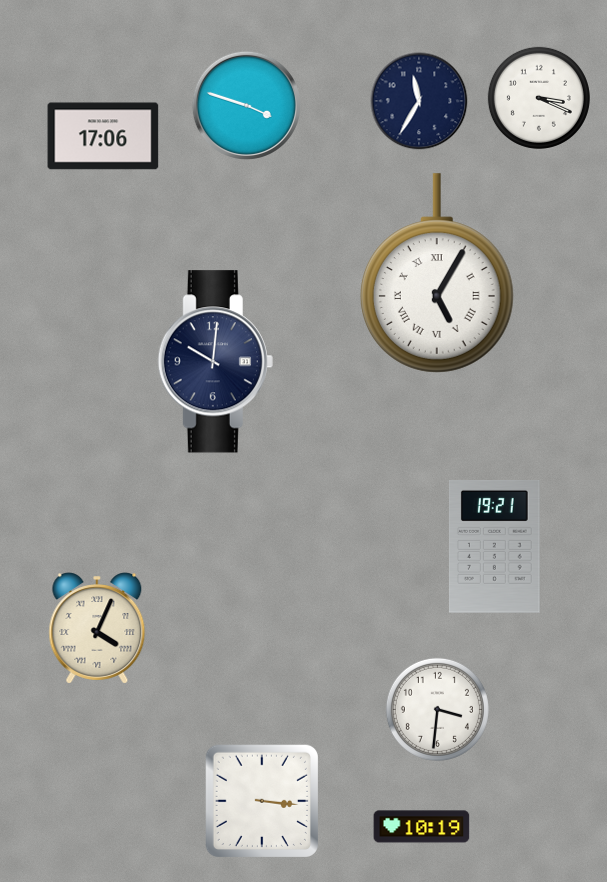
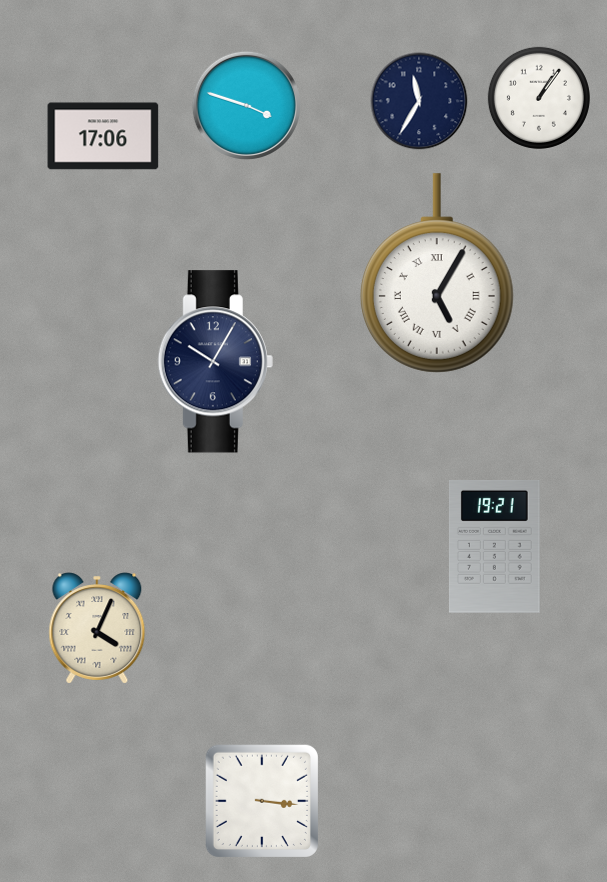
clock at (539, 98): 3:19 -> 1:06
clock at (215, 362): 10:01 -> 10:05
clock at (437, 709): 3:31 -> none
clock at (422, 827): 10:19 -> none
